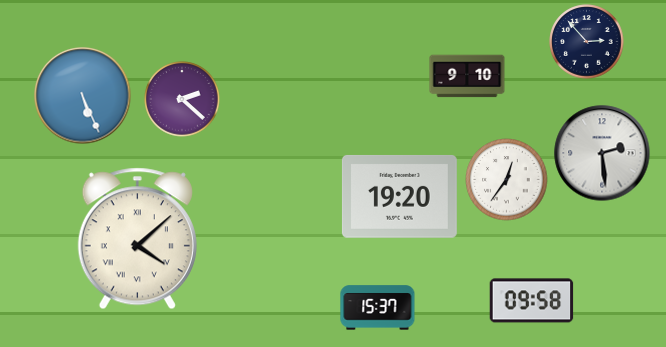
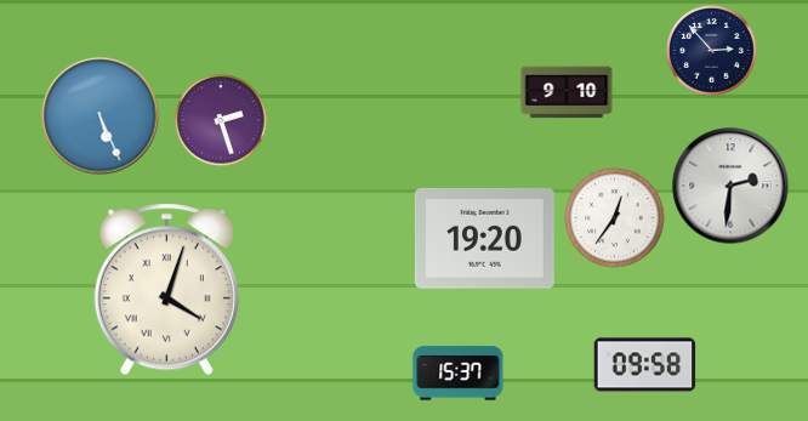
clock at (182, 99): 2:22 -> 2:27
clock at (602, 153): 2:29 -> 2:31
clock at (137, 239): 4:08 -> 4:03
